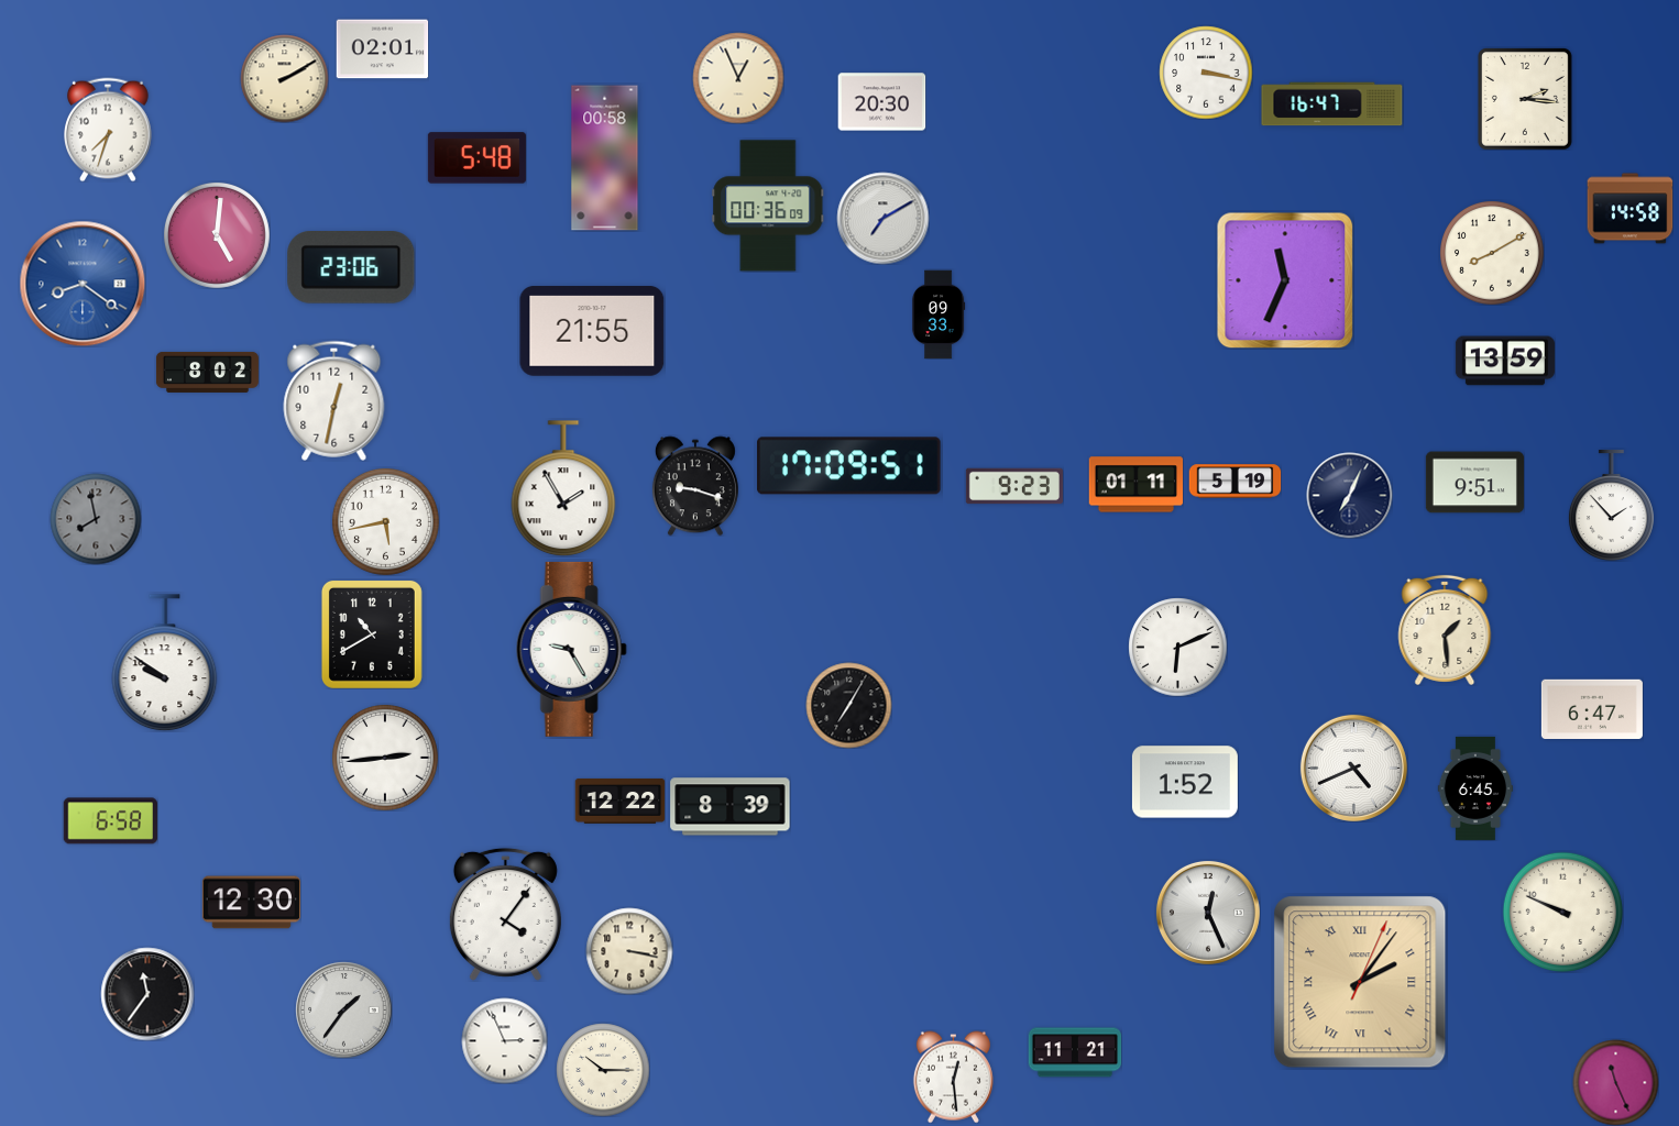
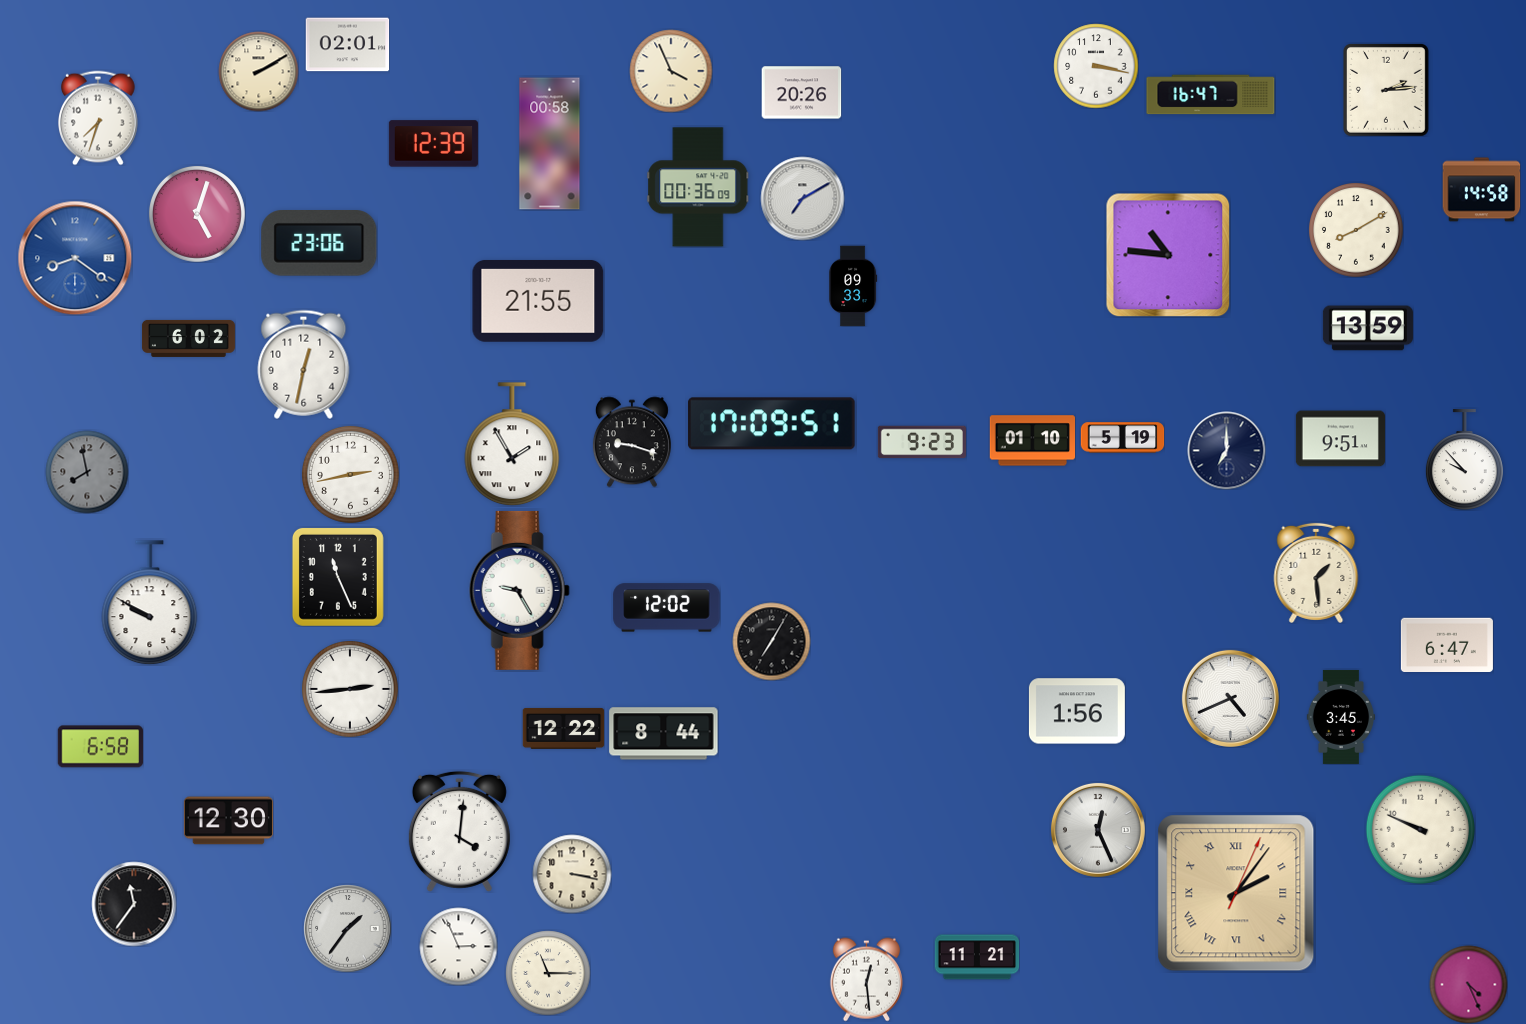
clock at (738, 78): 12:56 -> 3:56
clock at (1525, 99): 2:16 -> 2:14
clock at (881, 102): 20:30 -> 20:26
clock at (476, 158): 5:48 -> 12:39
clock at (217, 235): 5:01 -> 5:03
clock at (1285, 280): 11:34 -> 10:46
clock at (207, 372): 8:02 -> 6:02
clock at (1135, 485): 01:11 -> 01:10
clock at (1349, 495): 7:04 -> 7:00
clock at (1611, 506): 1:53 -> 9:53
clock at (385, 521): 5:43 -> 2:43
clock at (1445, 630) position: (1445, 630) -> (1316, 573)
clock at (372, 634): 10:40 -> 11:26
clock at (1177, 647): 6:11 -> none
clock at (165, 663): 9:51 -> 9:50
clock at (667, 608): none -> 12:02
clock at (1185, 782): 1:52 -> 1:56
clock at (1474, 788): 6:45 -> 3:45
clock at (731, 807): 8:39 -> 8:44
clock at (505, 914): 4:06 -> 4:01
clock at (629, 951) position: (629, 951) -> (572, 874)
clock at (343, 1009) position: (343, 1009) -> (347, 928)
clock at (603, 1070): 10:15 -> 11:15
clock at (1615, 1082): 11:26 -> 4:26
